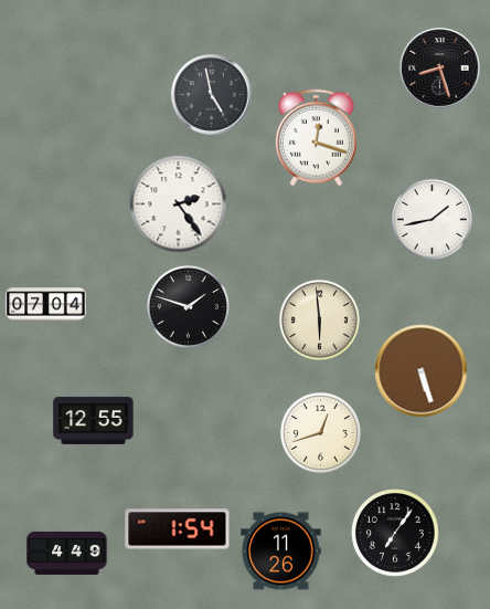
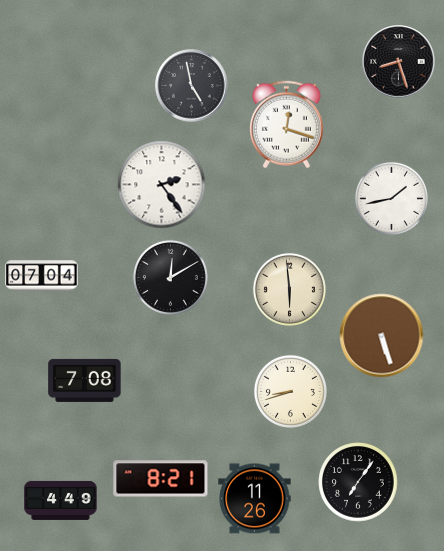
clock at (188, 306): 1:48 -> 12:10
clock at (94, 420): 12:55 -> 7:08
clock at (320, 432): 12:42 -> 8:42
clock at (178, 529): 1:54 -> 8:21
